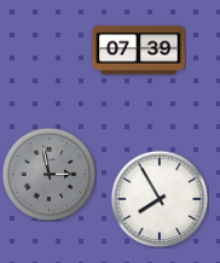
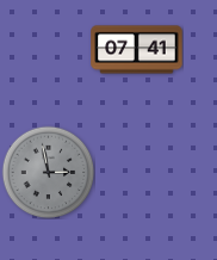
clock at (139, 51): 07:39 -> 07:41
clock at (160, 199): 7:55 -> none
